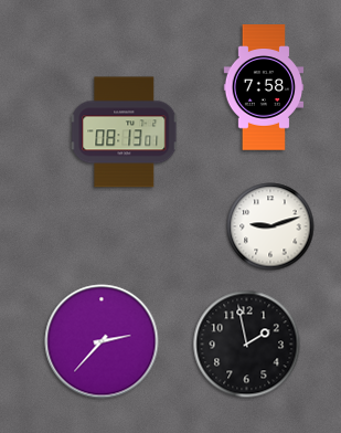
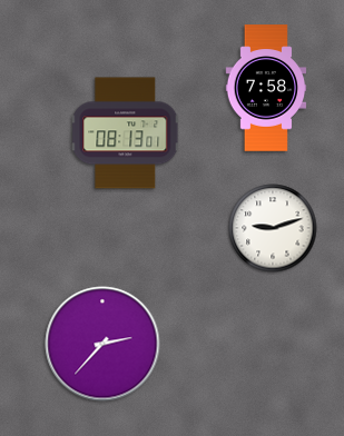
clock at (247, 345): 1:58 -> none
